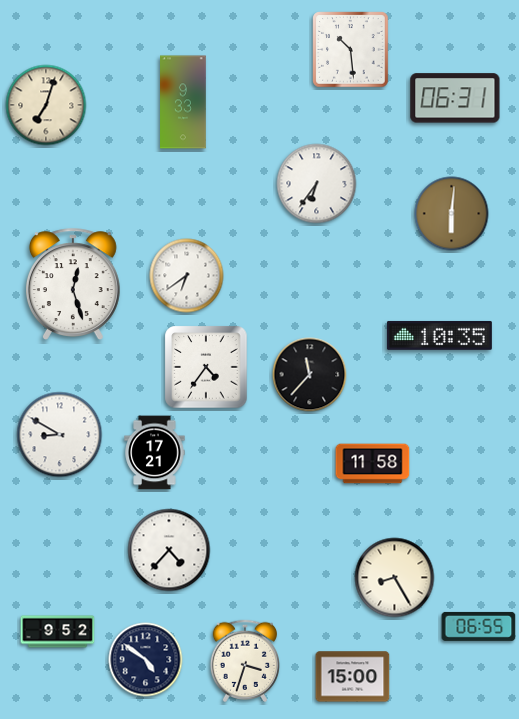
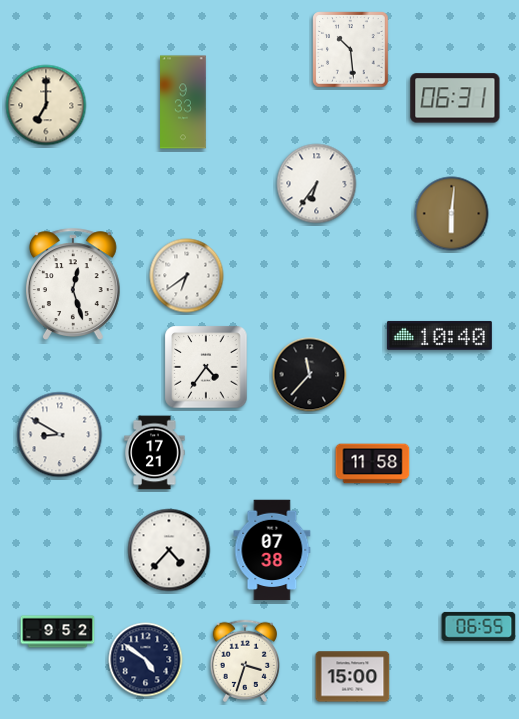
clock at (46, 105): 7:03 -> 7:00
clock at (439, 335): 10:35 -> 10:40
clock at (272, 550): none -> 07:38
clock at (395, 578): 8:25 -> none
